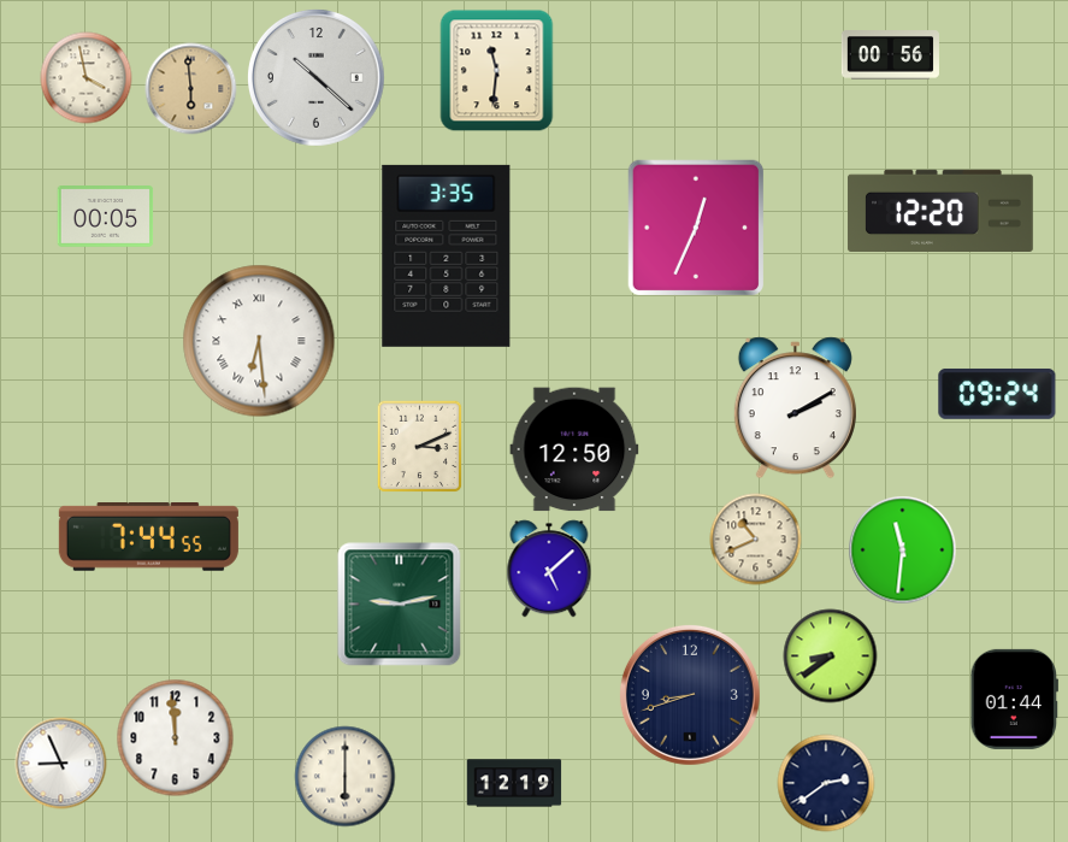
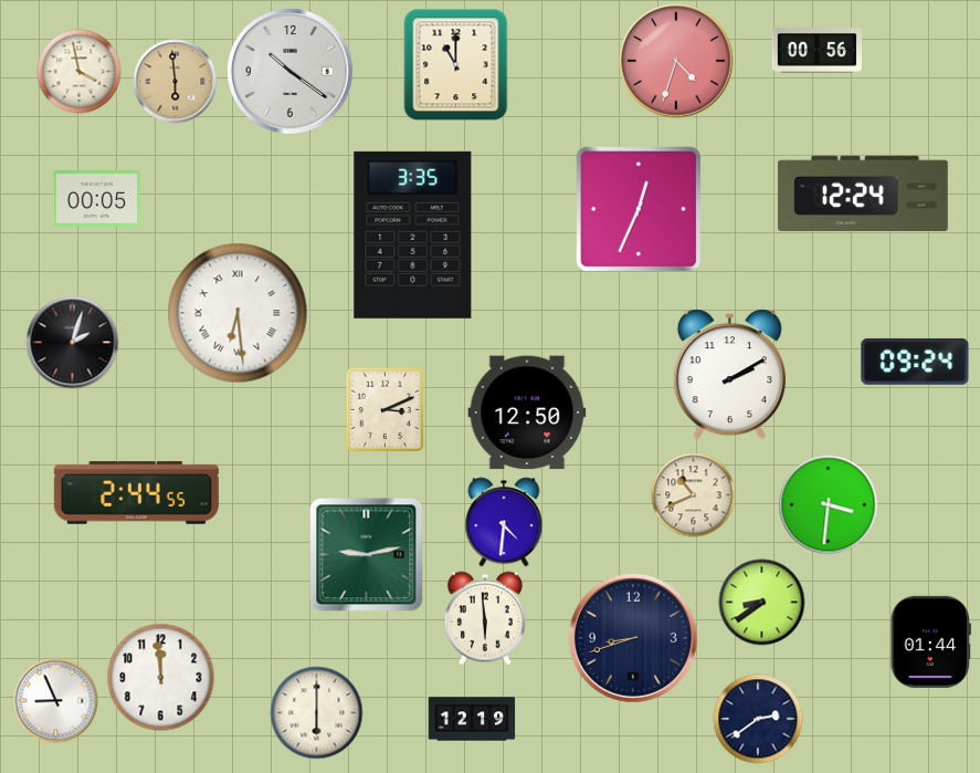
clock at (676, 61): none -> 4:33
clock at (497, 71): 11:31 -> 11:00
clock at (317, 78): 10:22 -> 10:21
clock at (940, 210): 12:20 -> 12:24
clock at (447, 255) position: (447, 255) -> (413, 234)
clock at (73, 343): none -> 2:03
clock at (148, 537): 7:44 -> 2:44
clock at (903, 550): 11:31 -> 3:31
clock at (549, 569): 5:08 -> 4:31
clock at (485, 618): none -> 5:59
